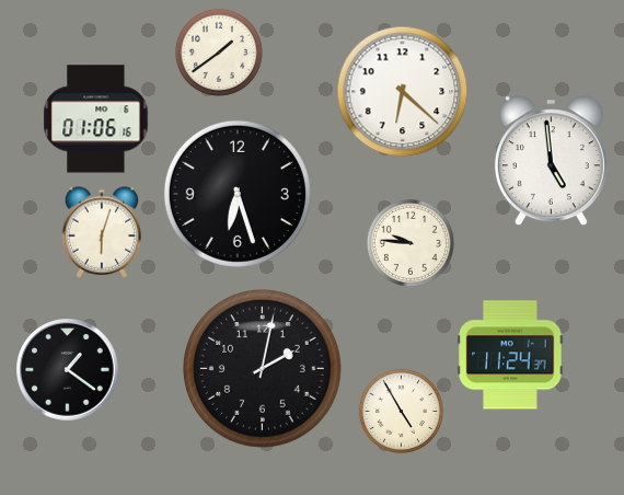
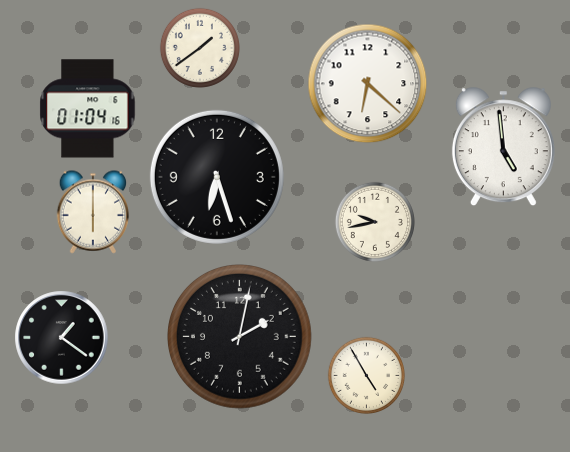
clock at (96, 119): 01:06 -> 01:04
clock at (102, 232): 6:03 -> 6:00
clock at (411, 243): 9:46 -> 9:43
clock at (510, 355): 11:24 -> none
